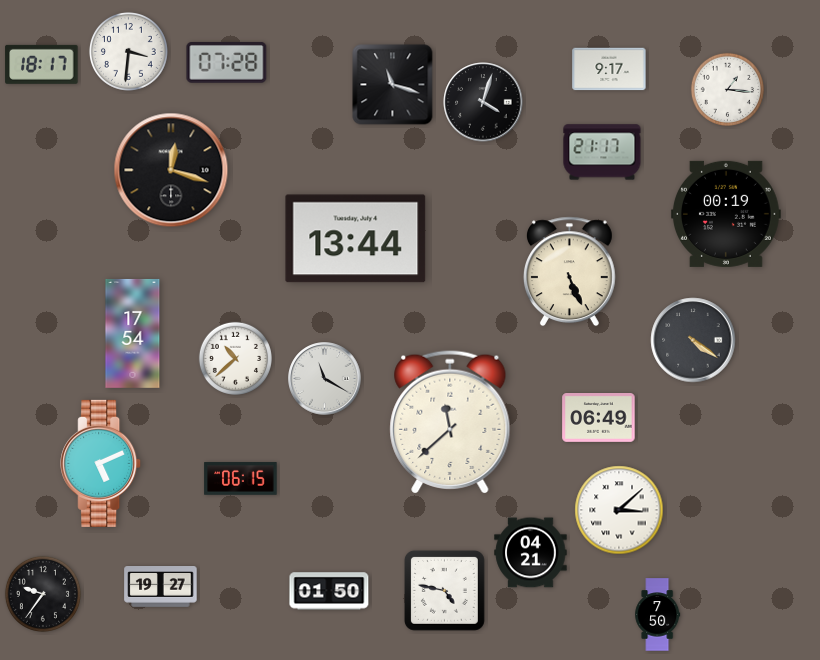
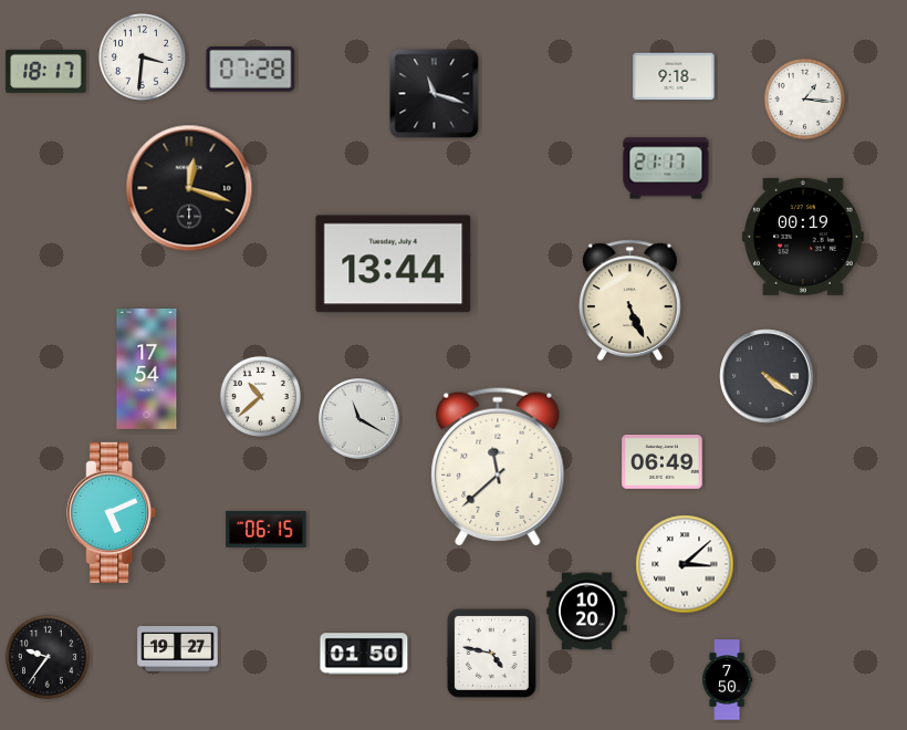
clock at (609, 69): 9:17 -> 9:18
clock at (483, 102): 4:03 -> none
clock at (531, 553): 04:21 -> 10:20
